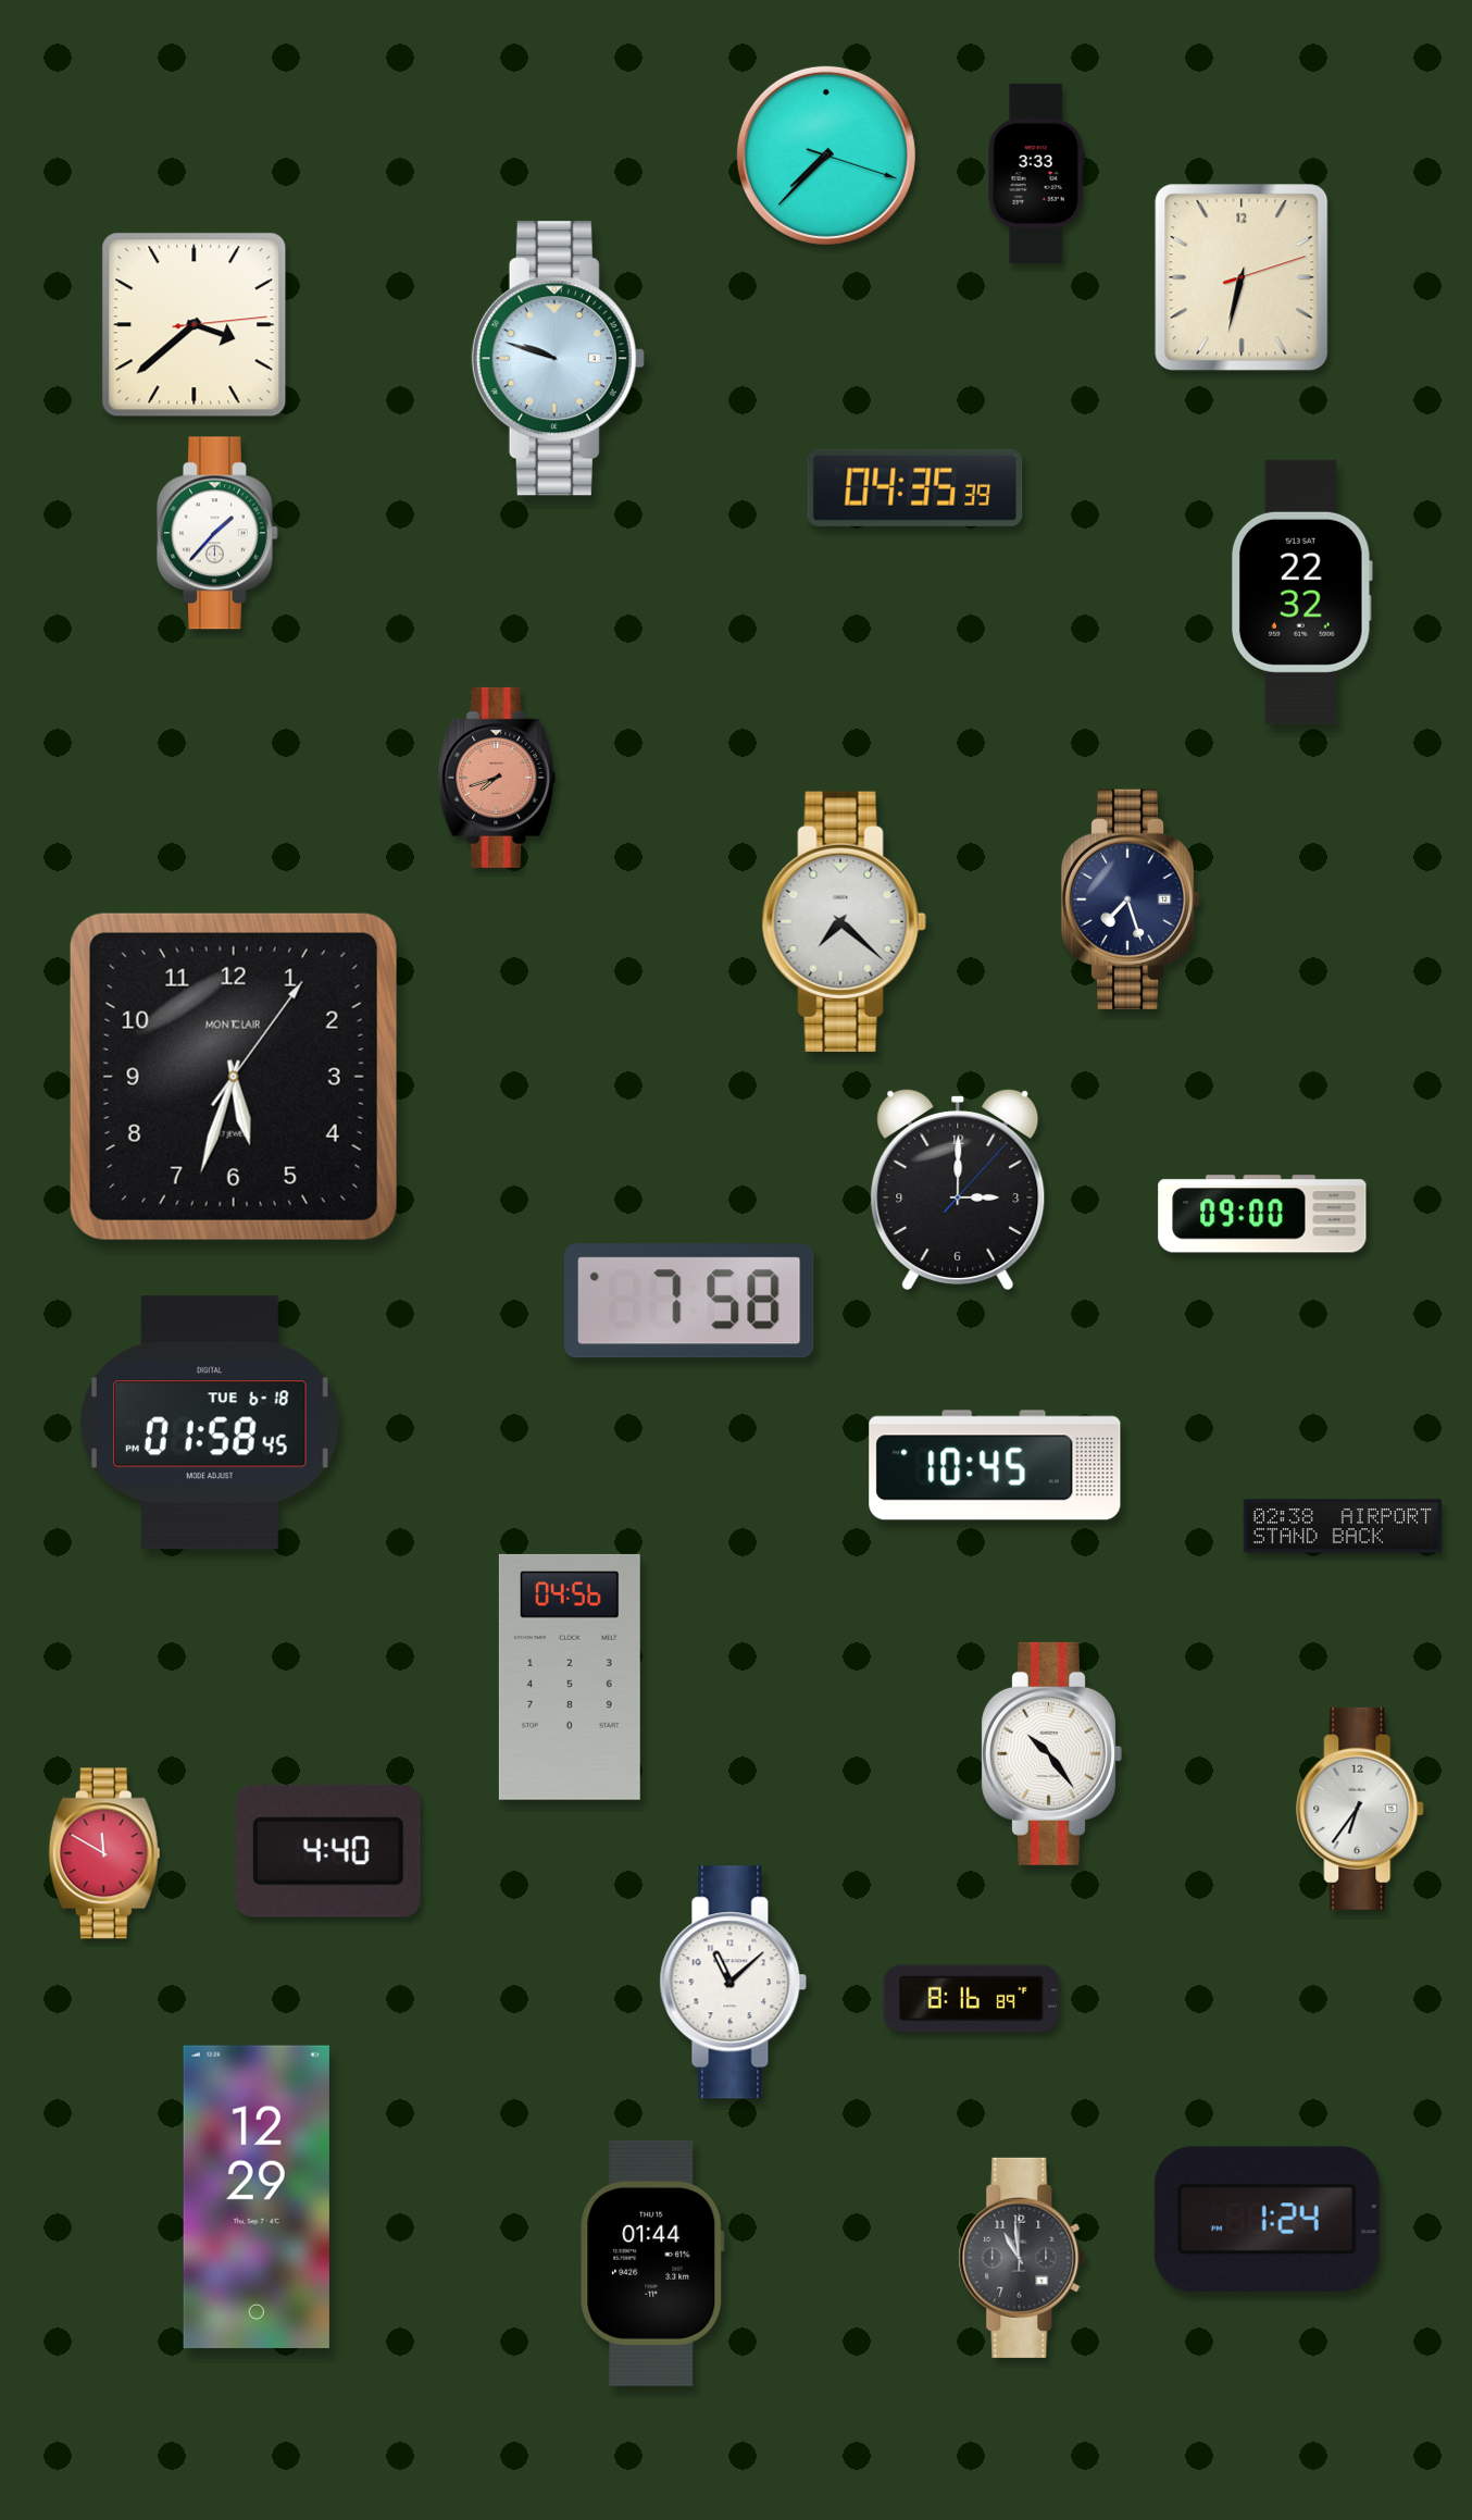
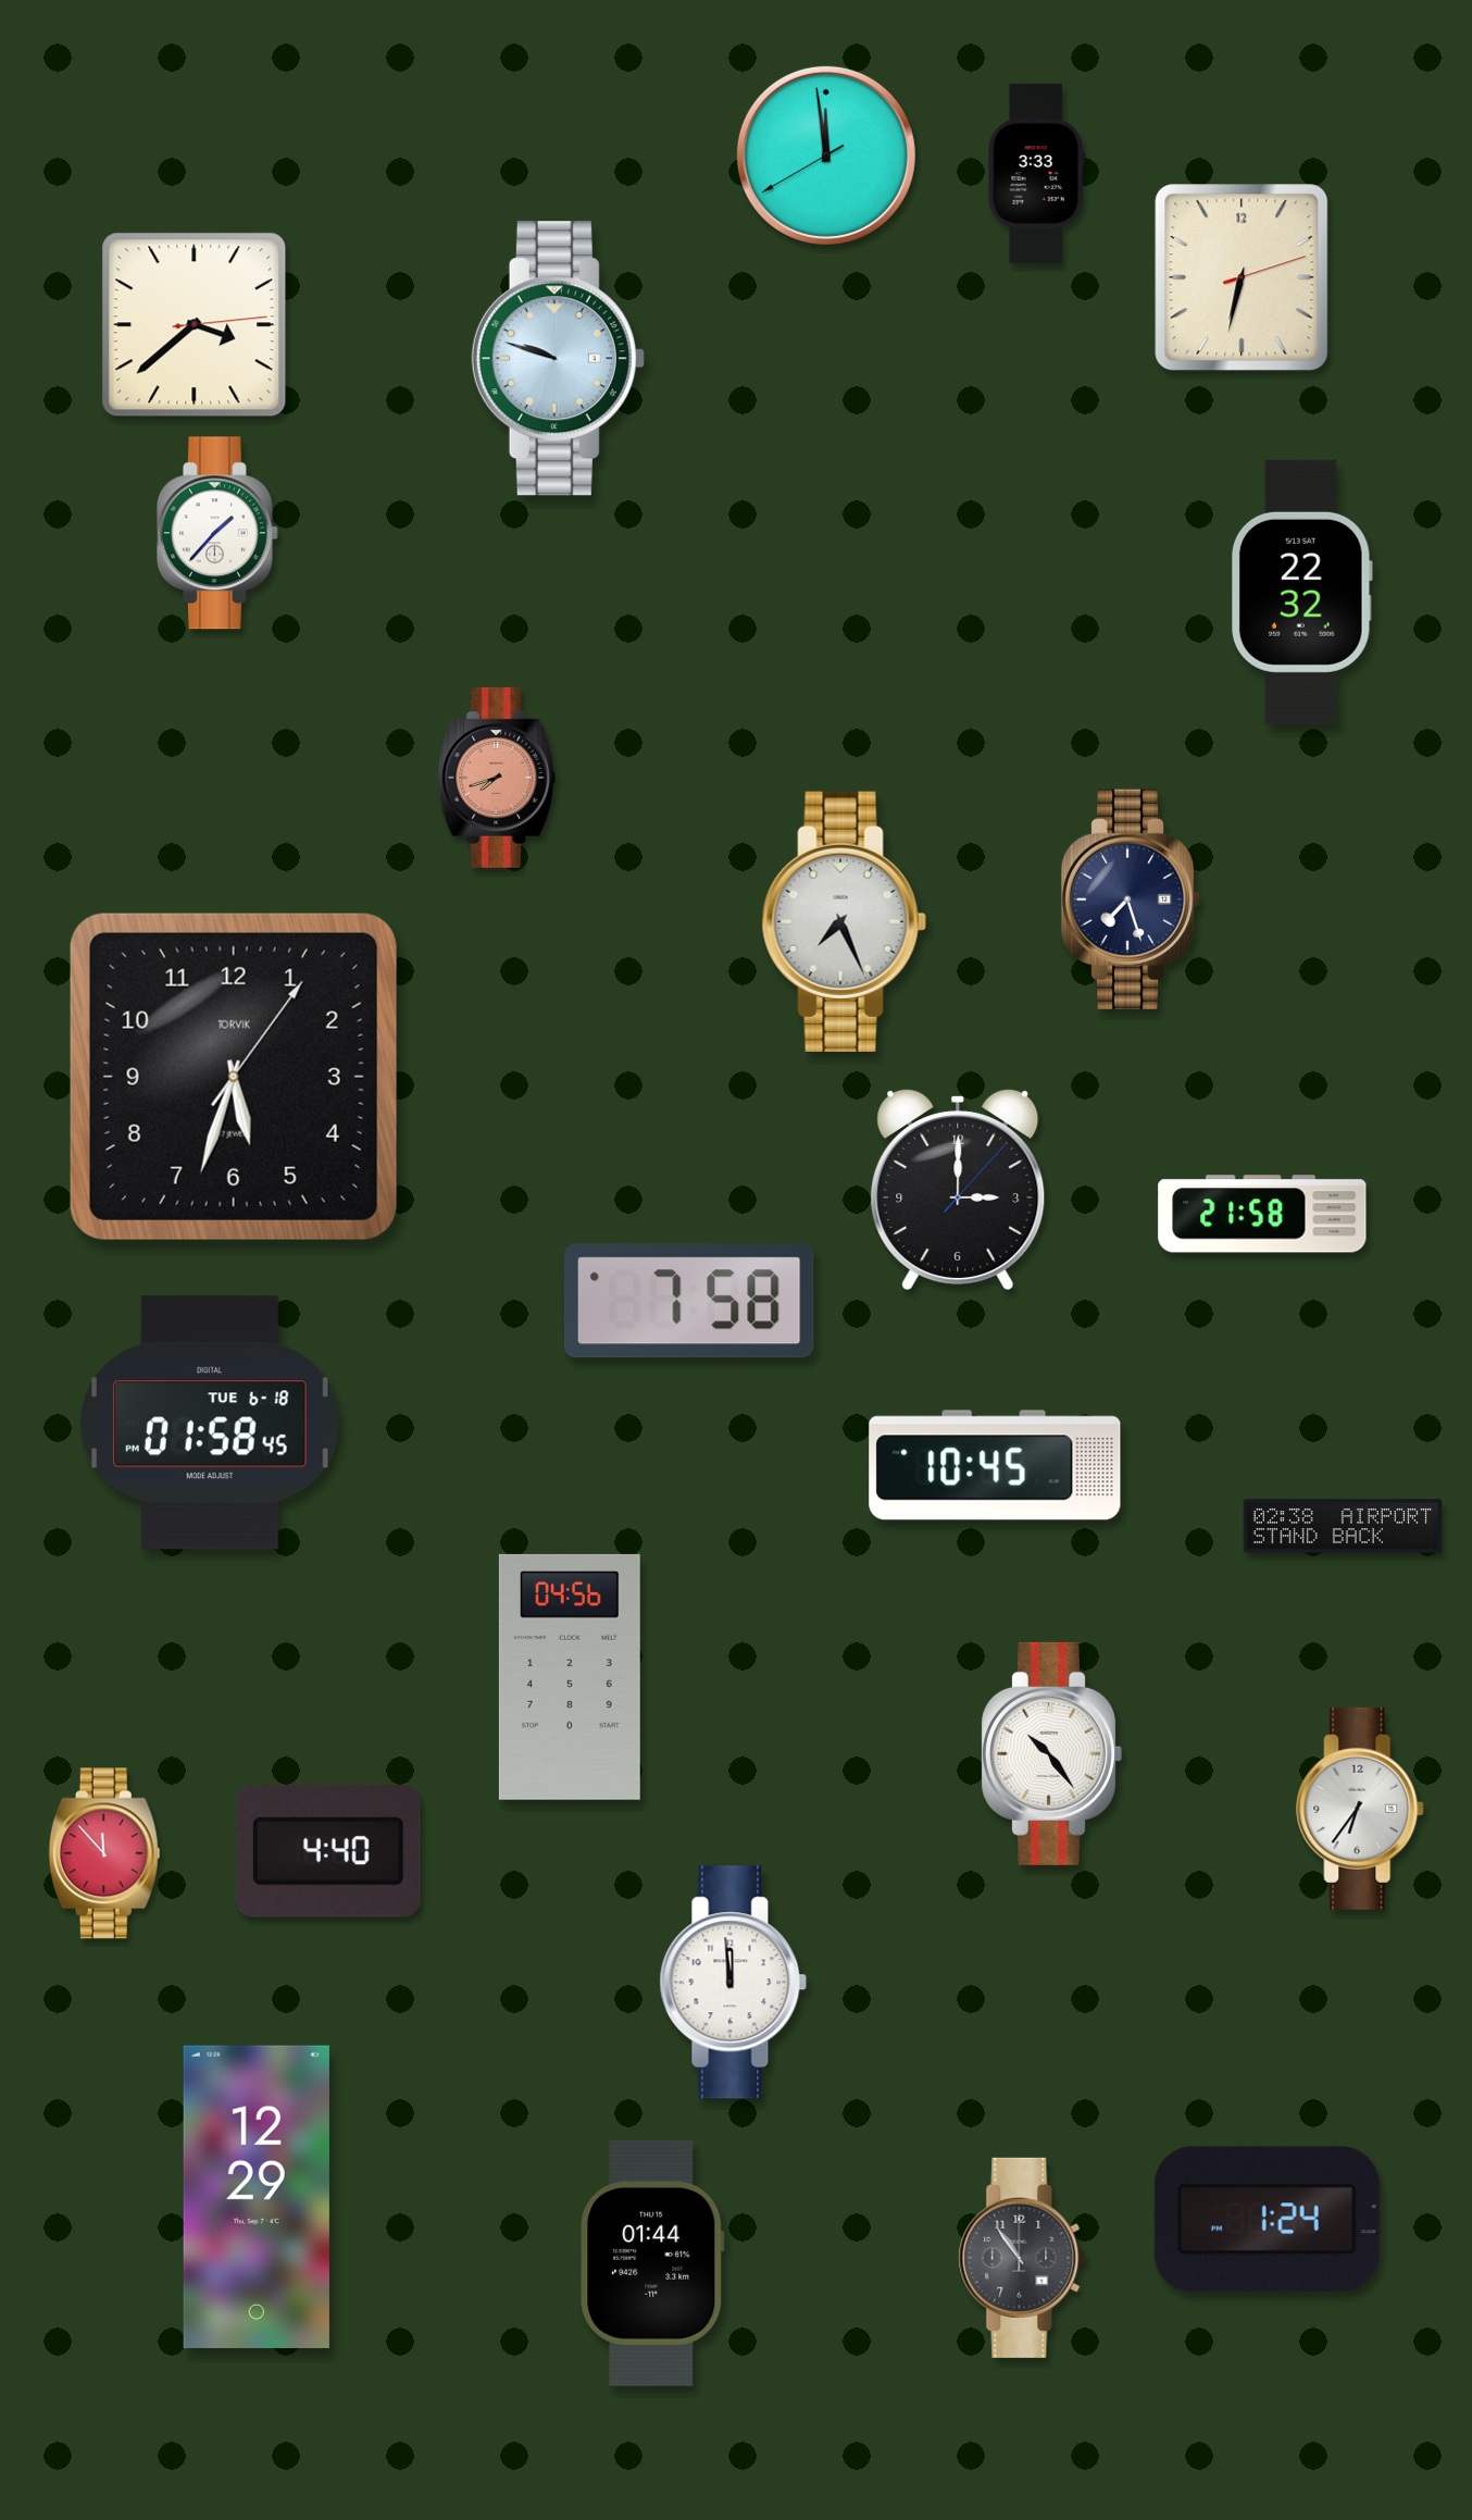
clock at (826, 156): 7:37 -> 11:58
clock at (915, 487): 04:35 -> none
clock at (844, 921): 7:22 -> 7:26
clock at (234, 1077) brand: MONTCLAIR -> TORVIK
clock at (1262, 1214): 09:00 -> 21:58
clock at (104, 1853): 11:50 -> 11:53
clock at (734, 1983): 11:08 -> 11:59
clock at (972, 1999): 8:16 -> none
clock at (1022, 2258): 10:59 -> 10:54
